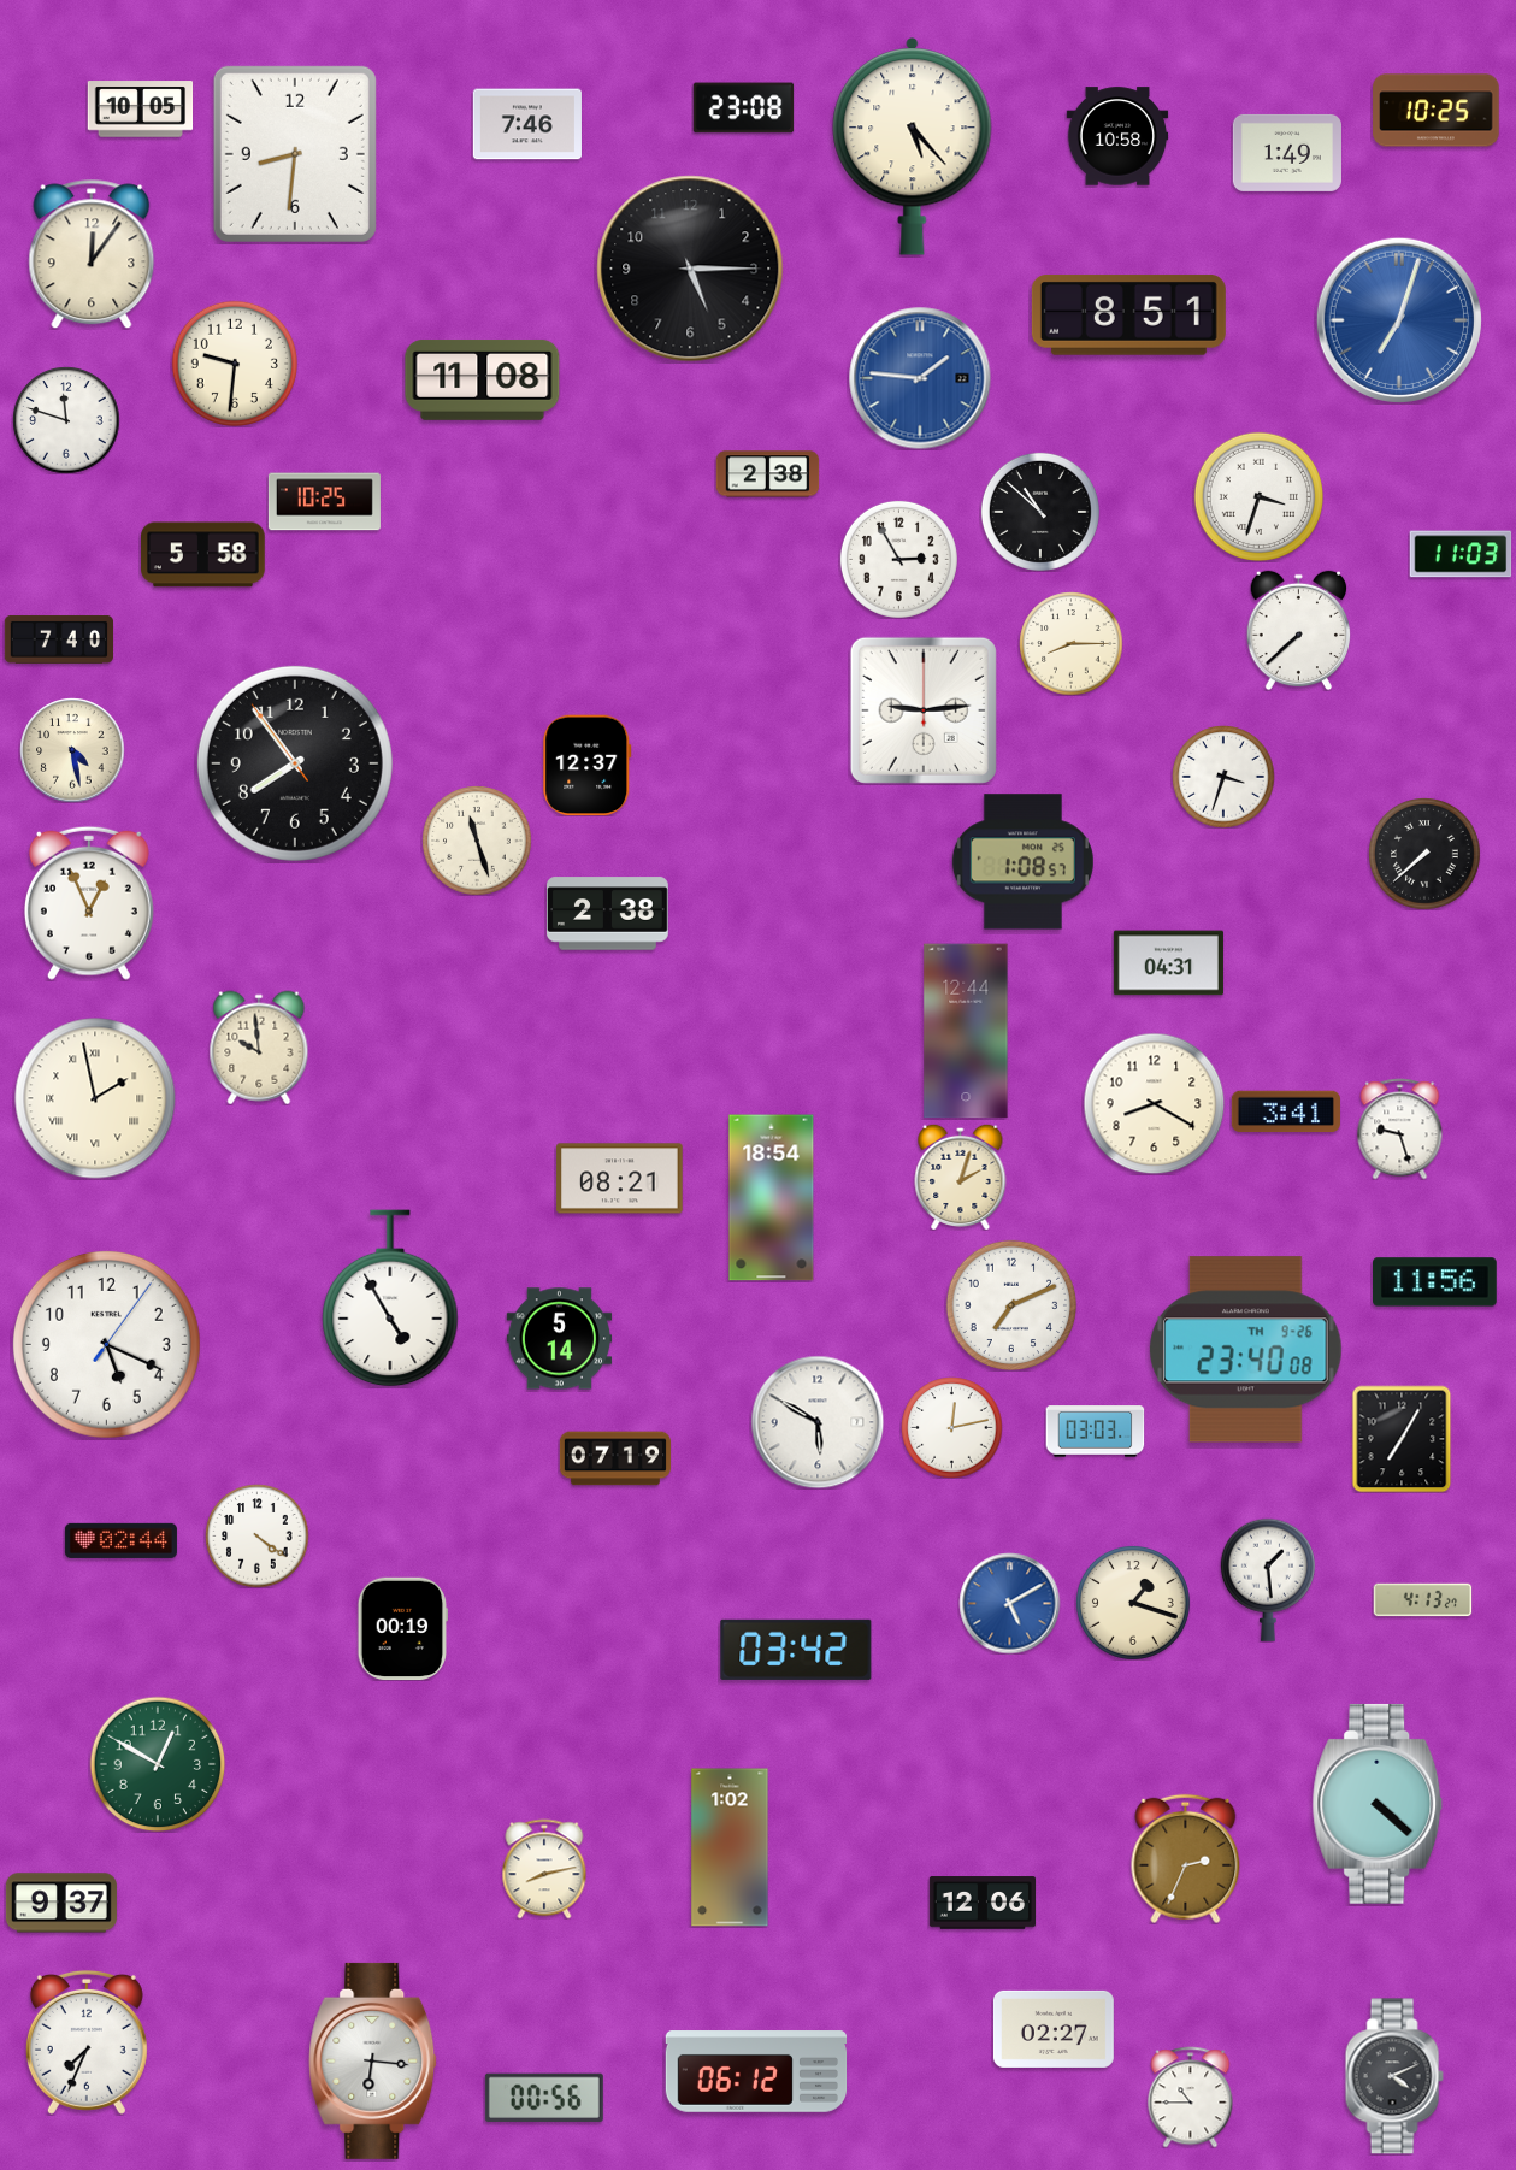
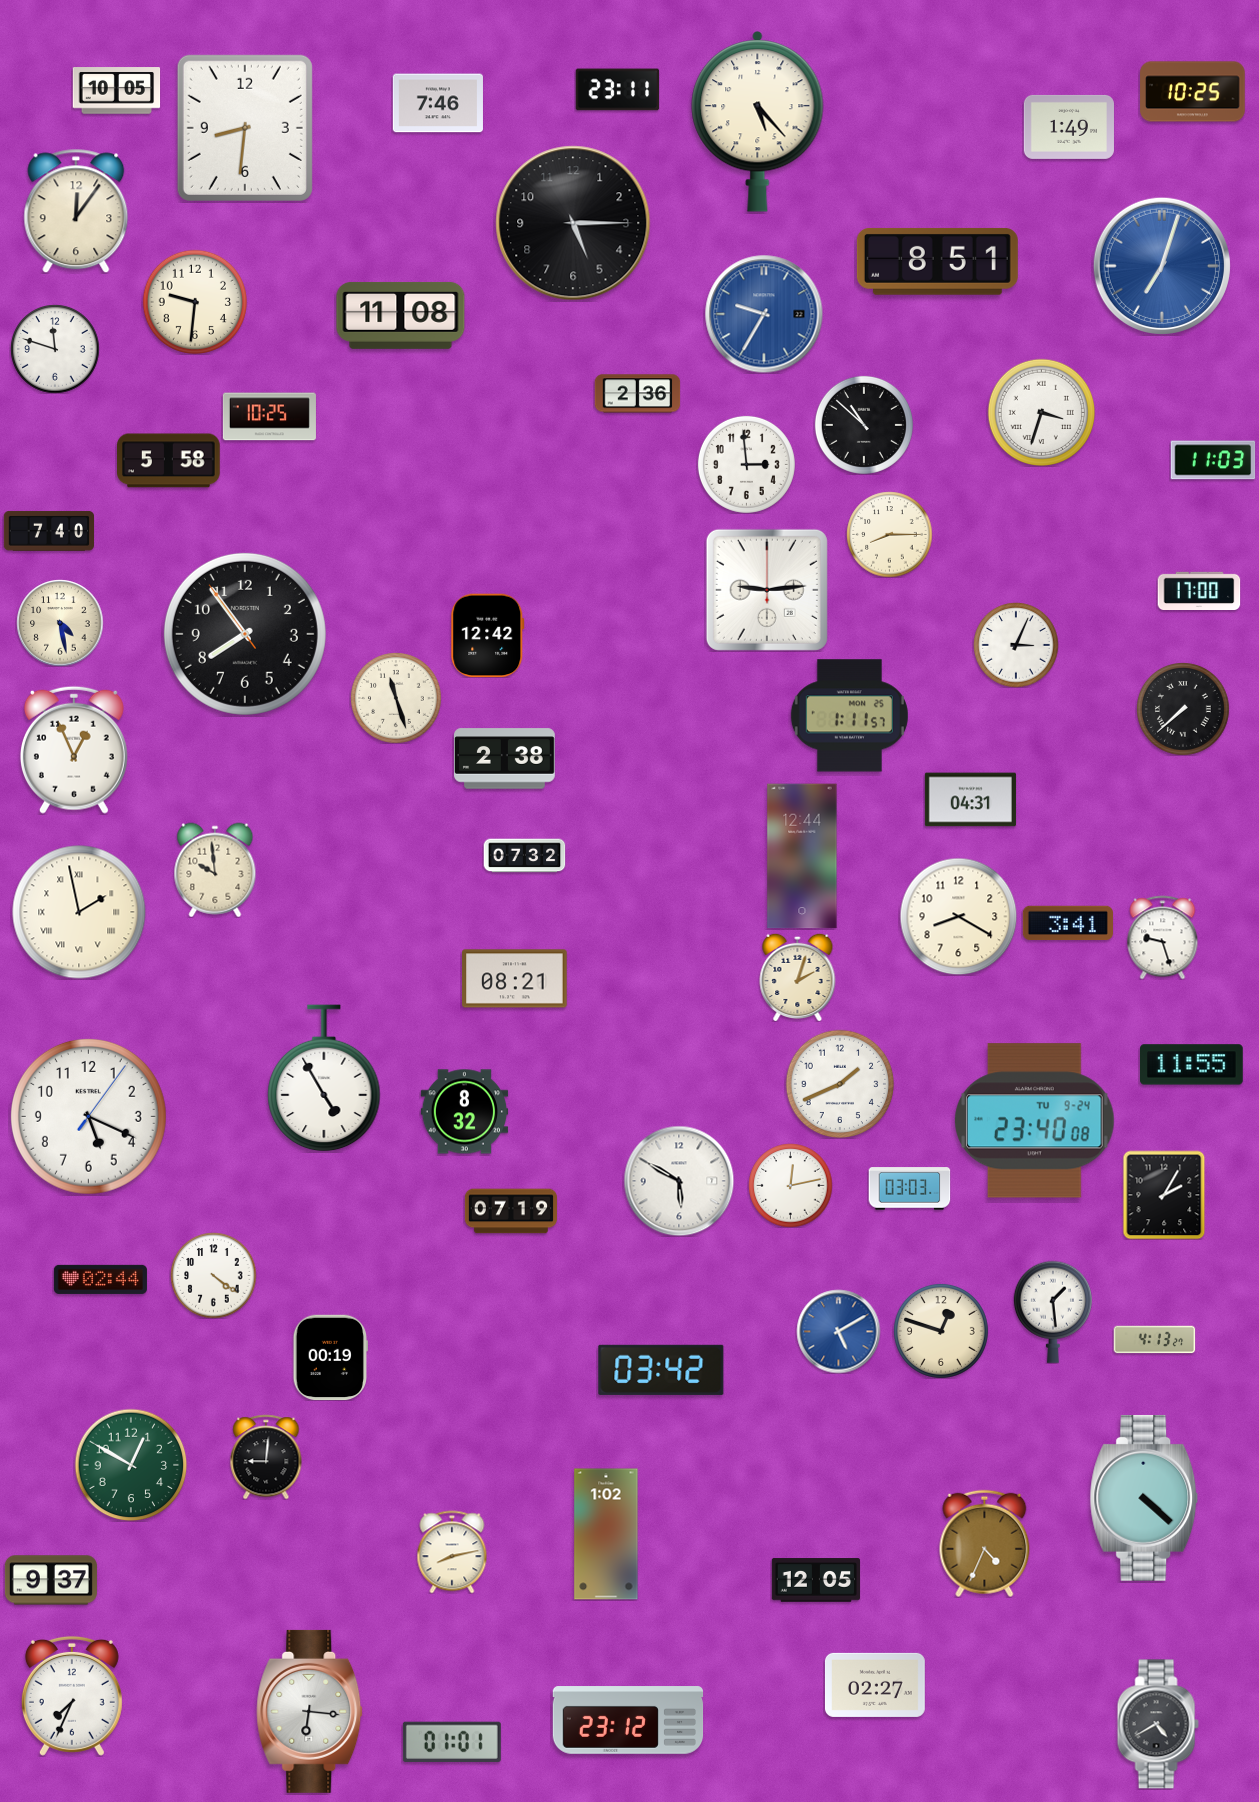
clock at (743, 108): 23:08 -> 23:11
clock at (1117, 136): 10:58 -> none
clock at (920, 378): 1:46 -> 9:35
clock at (767, 474): 2:38 -> 2:36
clock at (1258, 496) position: (1258, 496) -> (1041, 412)
clock at (898, 559): 2:55 -> 2:59
clock at (1299, 630): 7:38 -> none
clock at (1199, 590): none -> 17:00
clock at (588, 765): 12:37 -> 12:42
clock at (1223, 777): 3:33 -> 3:04
clock at (1022, 862): 1:08 -> 1:11
clock at (524, 856): none -> 07:32
clock at (772, 1198): 18:54 -> none
clock at (1435, 1282): 11:56 -> 11:55
clock at (1011, 1305): 7:11 -> 1:41
clock at (559, 1339): 5:14 -> 8:32
clock at (1246, 1350) date: TH 9-26 -> TU 9-24
clock at (1402, 1439): 7:05 -> 2:05
clock at (1422, 1600) position: (1422, 1600) -> (1154, 1340)
clock at (1133, 1603): 1:18 -> 12:48
clock at (402, 1628) position: (402, 1628) -> (330, 1357)
clock at (266, 1457): none -> 9:01
clock at (1186, 1858): 2:34 -> 4:34
clock at (981, 1903): 12:06 -> 12:05
clock at (756, 2071): 06:12 -> 23:12
clock at (1394, 2076): 4:11 -> 4:40
clock at (544, 2097): 00:56 -> 01:01
clock at (1191, 2097): 10:45 -> none
